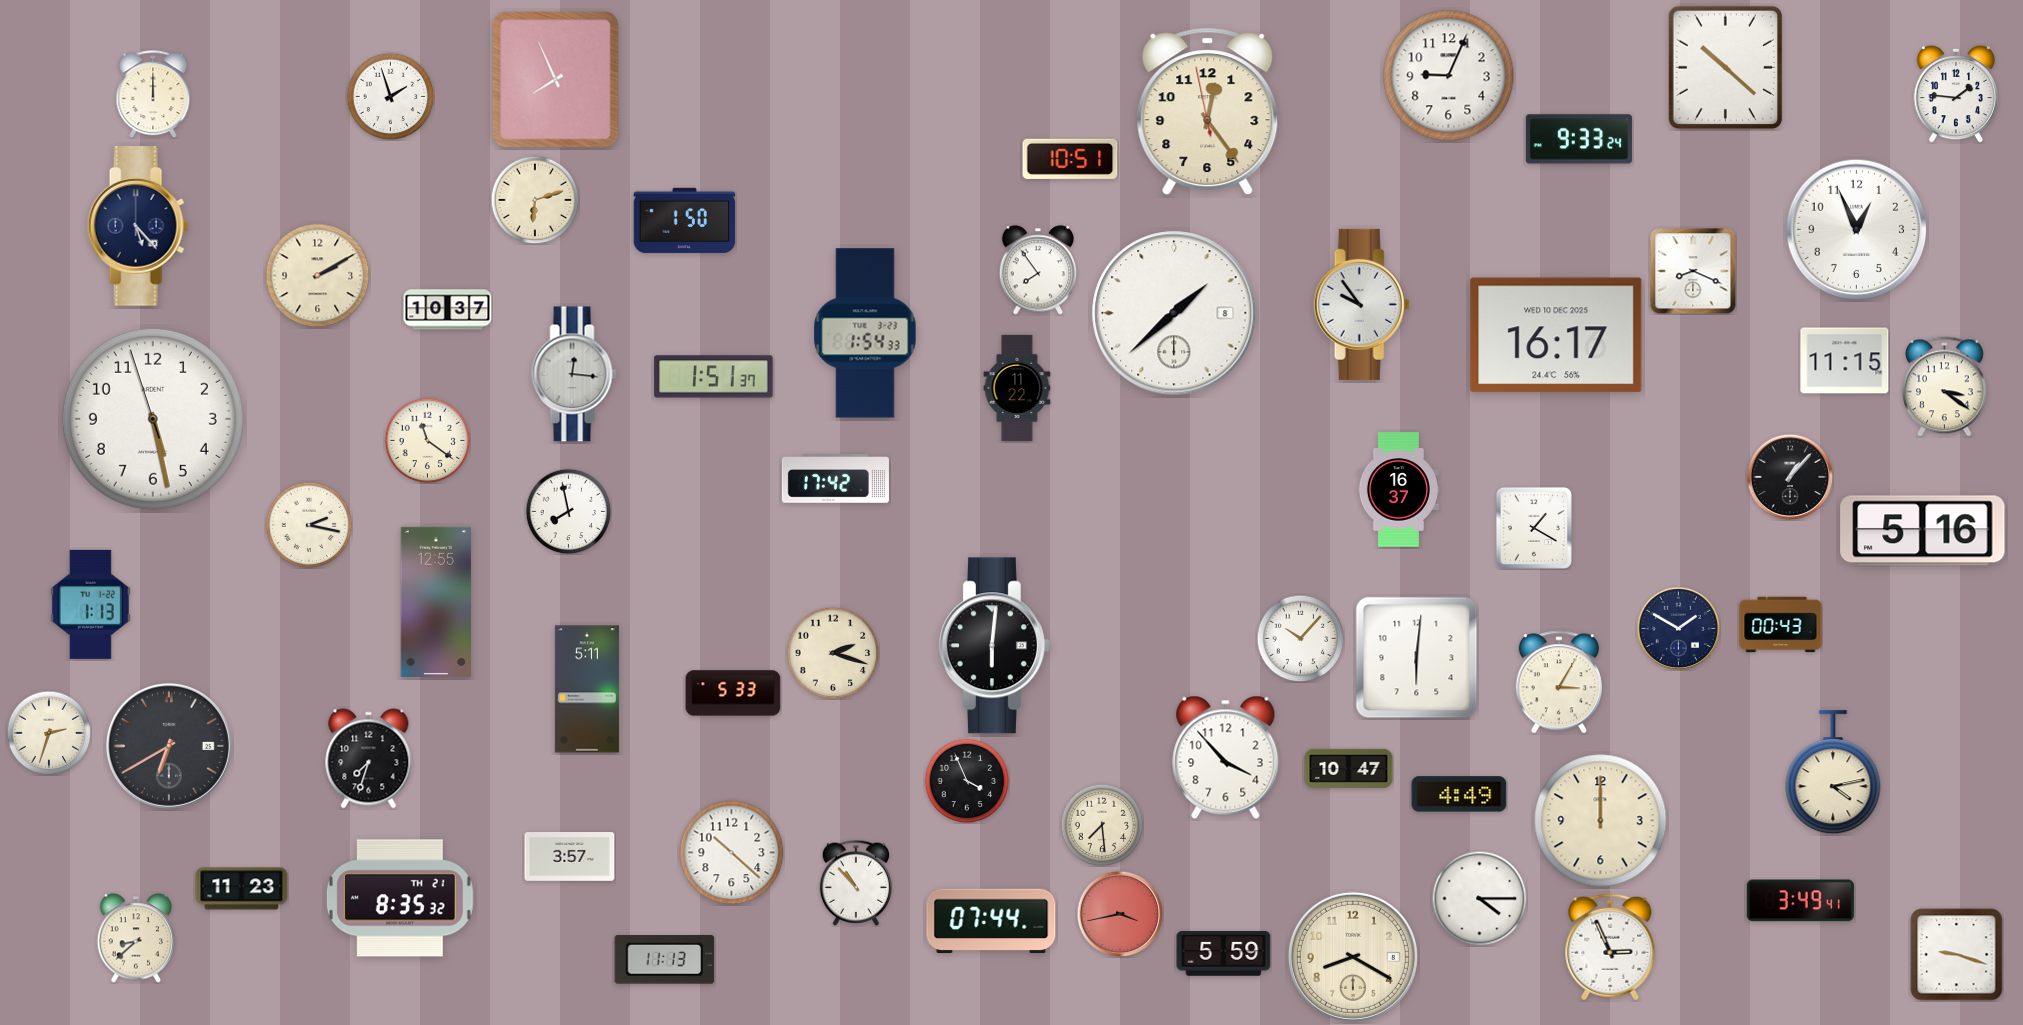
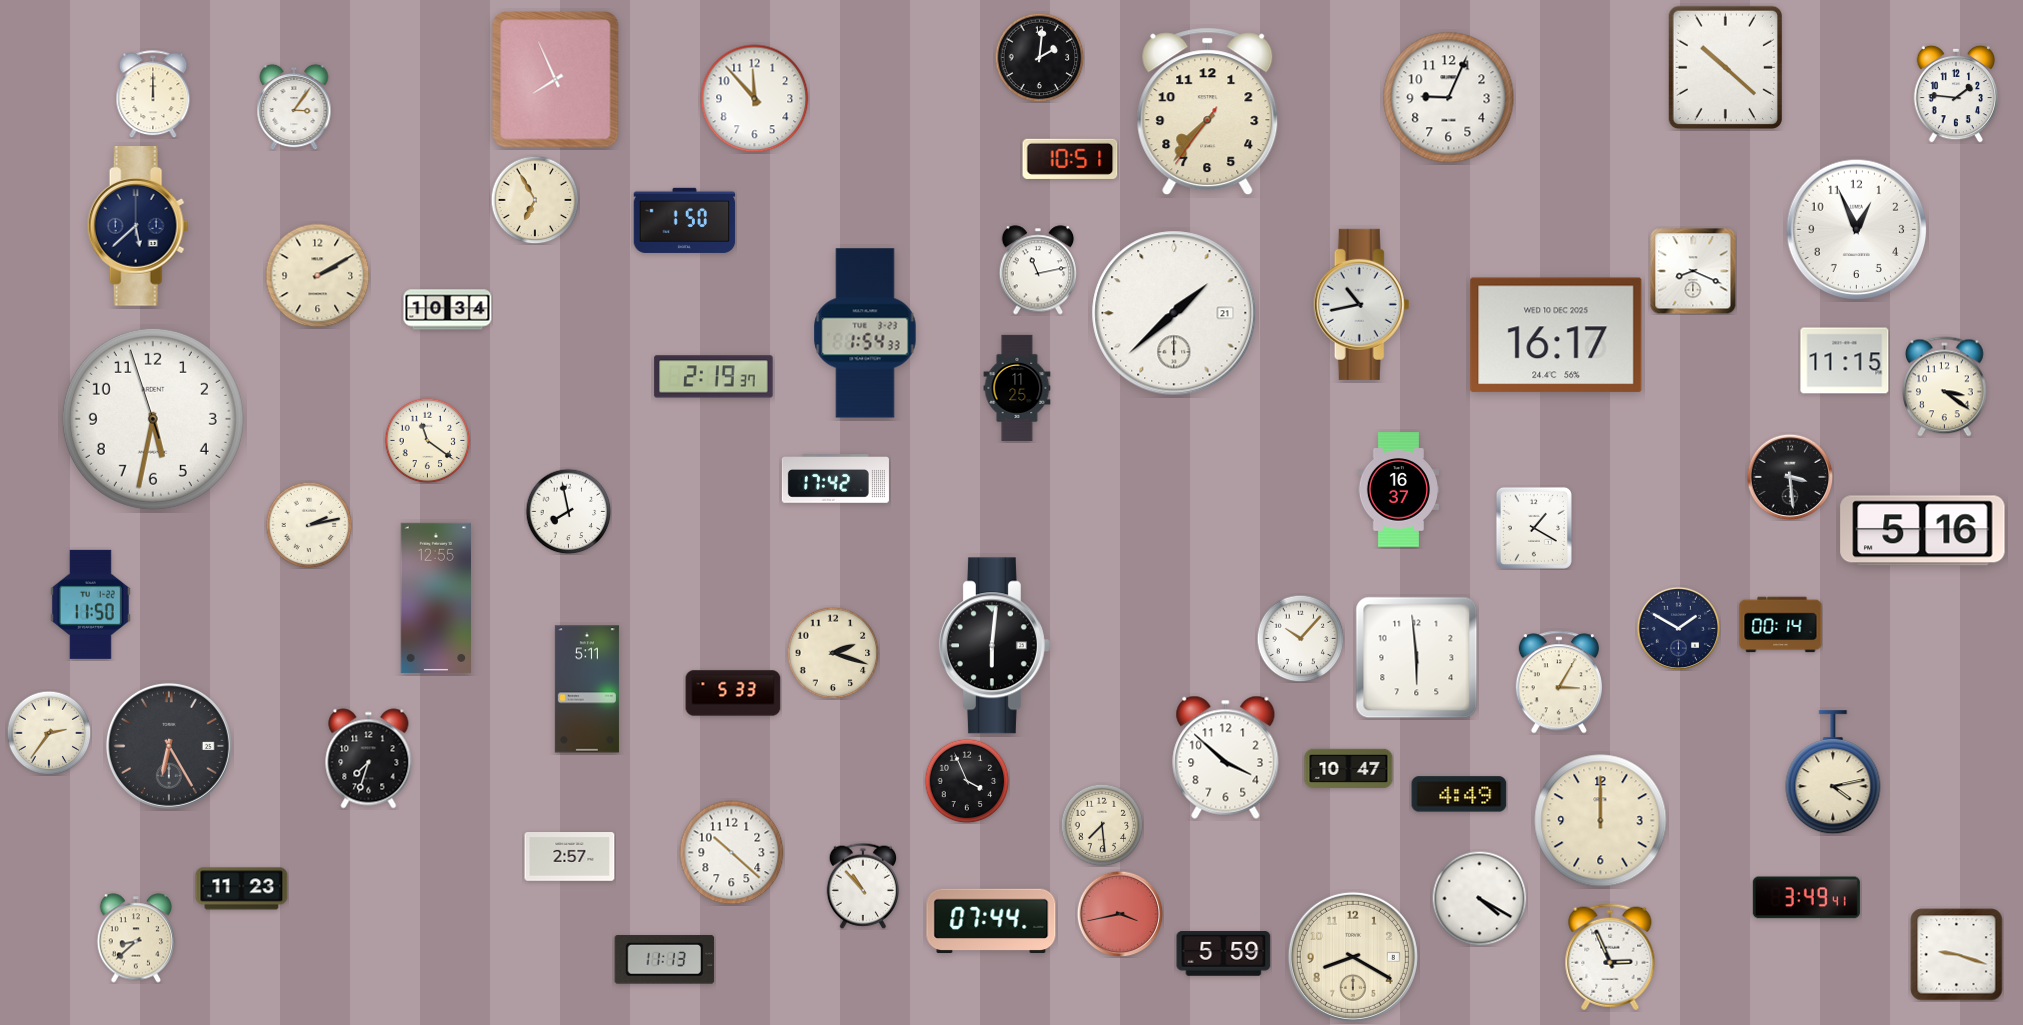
clock at (1039, 57): none -> 2:01
clock at (1449, 76) position: (1449, 76) -> (1449, 98)
clock at (390, 96): 1:57 -> none
clock at (755, 99): none -> 11:53
clock at (294, 107): none -> 3:06
clock at (1208, 112): 12:23 -> 7:36
clock at (1579, 139): 9:33 -> none
clock at (535, 200): 6:12 -> 6:55
clock at (138, 227): 5:23 -> 5:38
clock at (1038, 270): 7:54 -> 11:13
clock at (1362, 304): 9:54 -> 10:43
clock at (448, 310): 10:37 -> 10:34
clock at (1174, 313) date: 8 -> 21
clock at (574, 374): 12:16 -> none
clock at (714, 377): 1:51 -> 2:19
clock at (1017, 388): 11:22 -> 11:25
clock at (153, 419): 5:27 -> 5:31
clock at (1790, 477): 1:07 -> 3:29
clock at (309, 525): 2:17 -> 2:13
clock at (435, 602) position: (435, 602) -> (435, 598)
clock at (90, 604): 1:13 -> 11:50
clock at (1781, 625): 00:43 -> 00:14
clock at (1417, 658): 6:01 -> 5:59
clock at (49, 733): 2:33 -> 2:36
clock at (169, 746): 6:40 -> 6:25
clock at (1226, 757): 3:53 -> 3:52
clock at (570, 857): 3:57 -> 2:57
clock at (856, 883) position: (856, 883) -> (863, 886)
clock at (400, 898): 8:35 -> none
clock at (1479, 898): 4:15 -> 4:20
clock at (1800, 901) position: (1800, 901) -> (1806, 898)
clock at (1610, 947) position: (1610, 947) -> (1610, 957)
